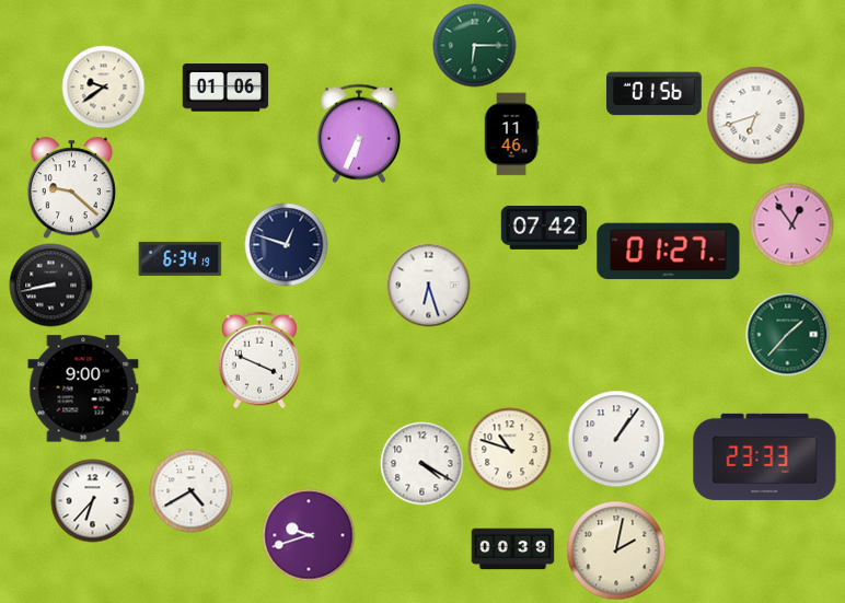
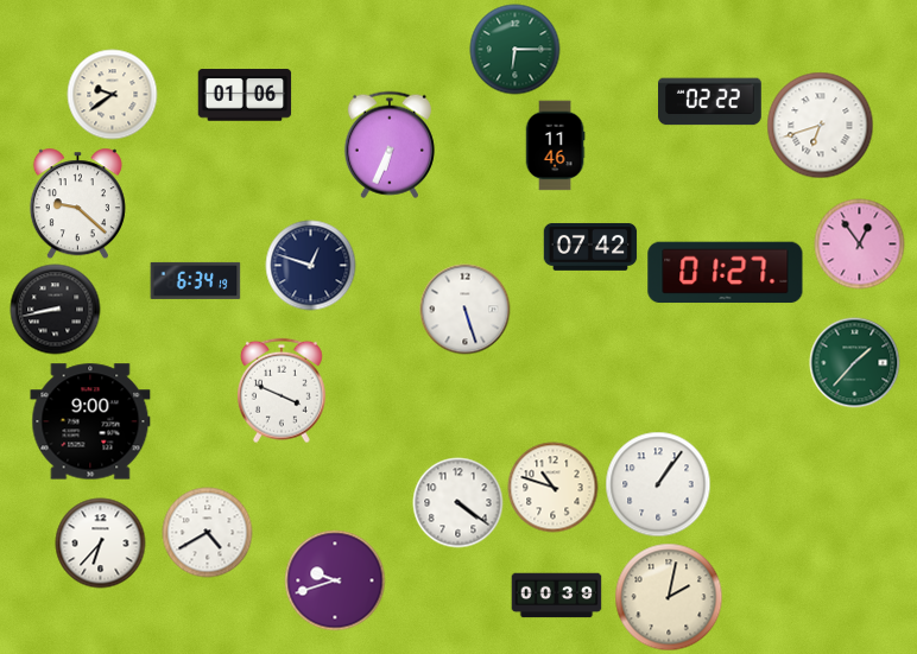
clock at (655, 94): 01:56 -> 02:22
clock at (429, 286): 6:27 -> 5:27
clock at (616, 439) position: (616, 439) -> (658, 484)
clock at (765, 456): 23:33 -> none
clock at (422, 464): 4:20 -> 4:21
